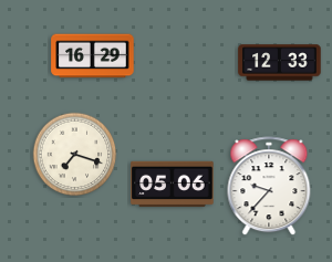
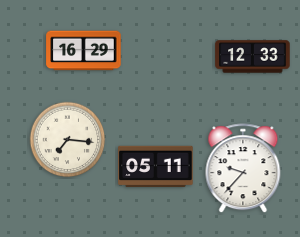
clock at (75, 155): 7:18 -> 7:16
clock at (173, 185): 05:06 -> 05:11
